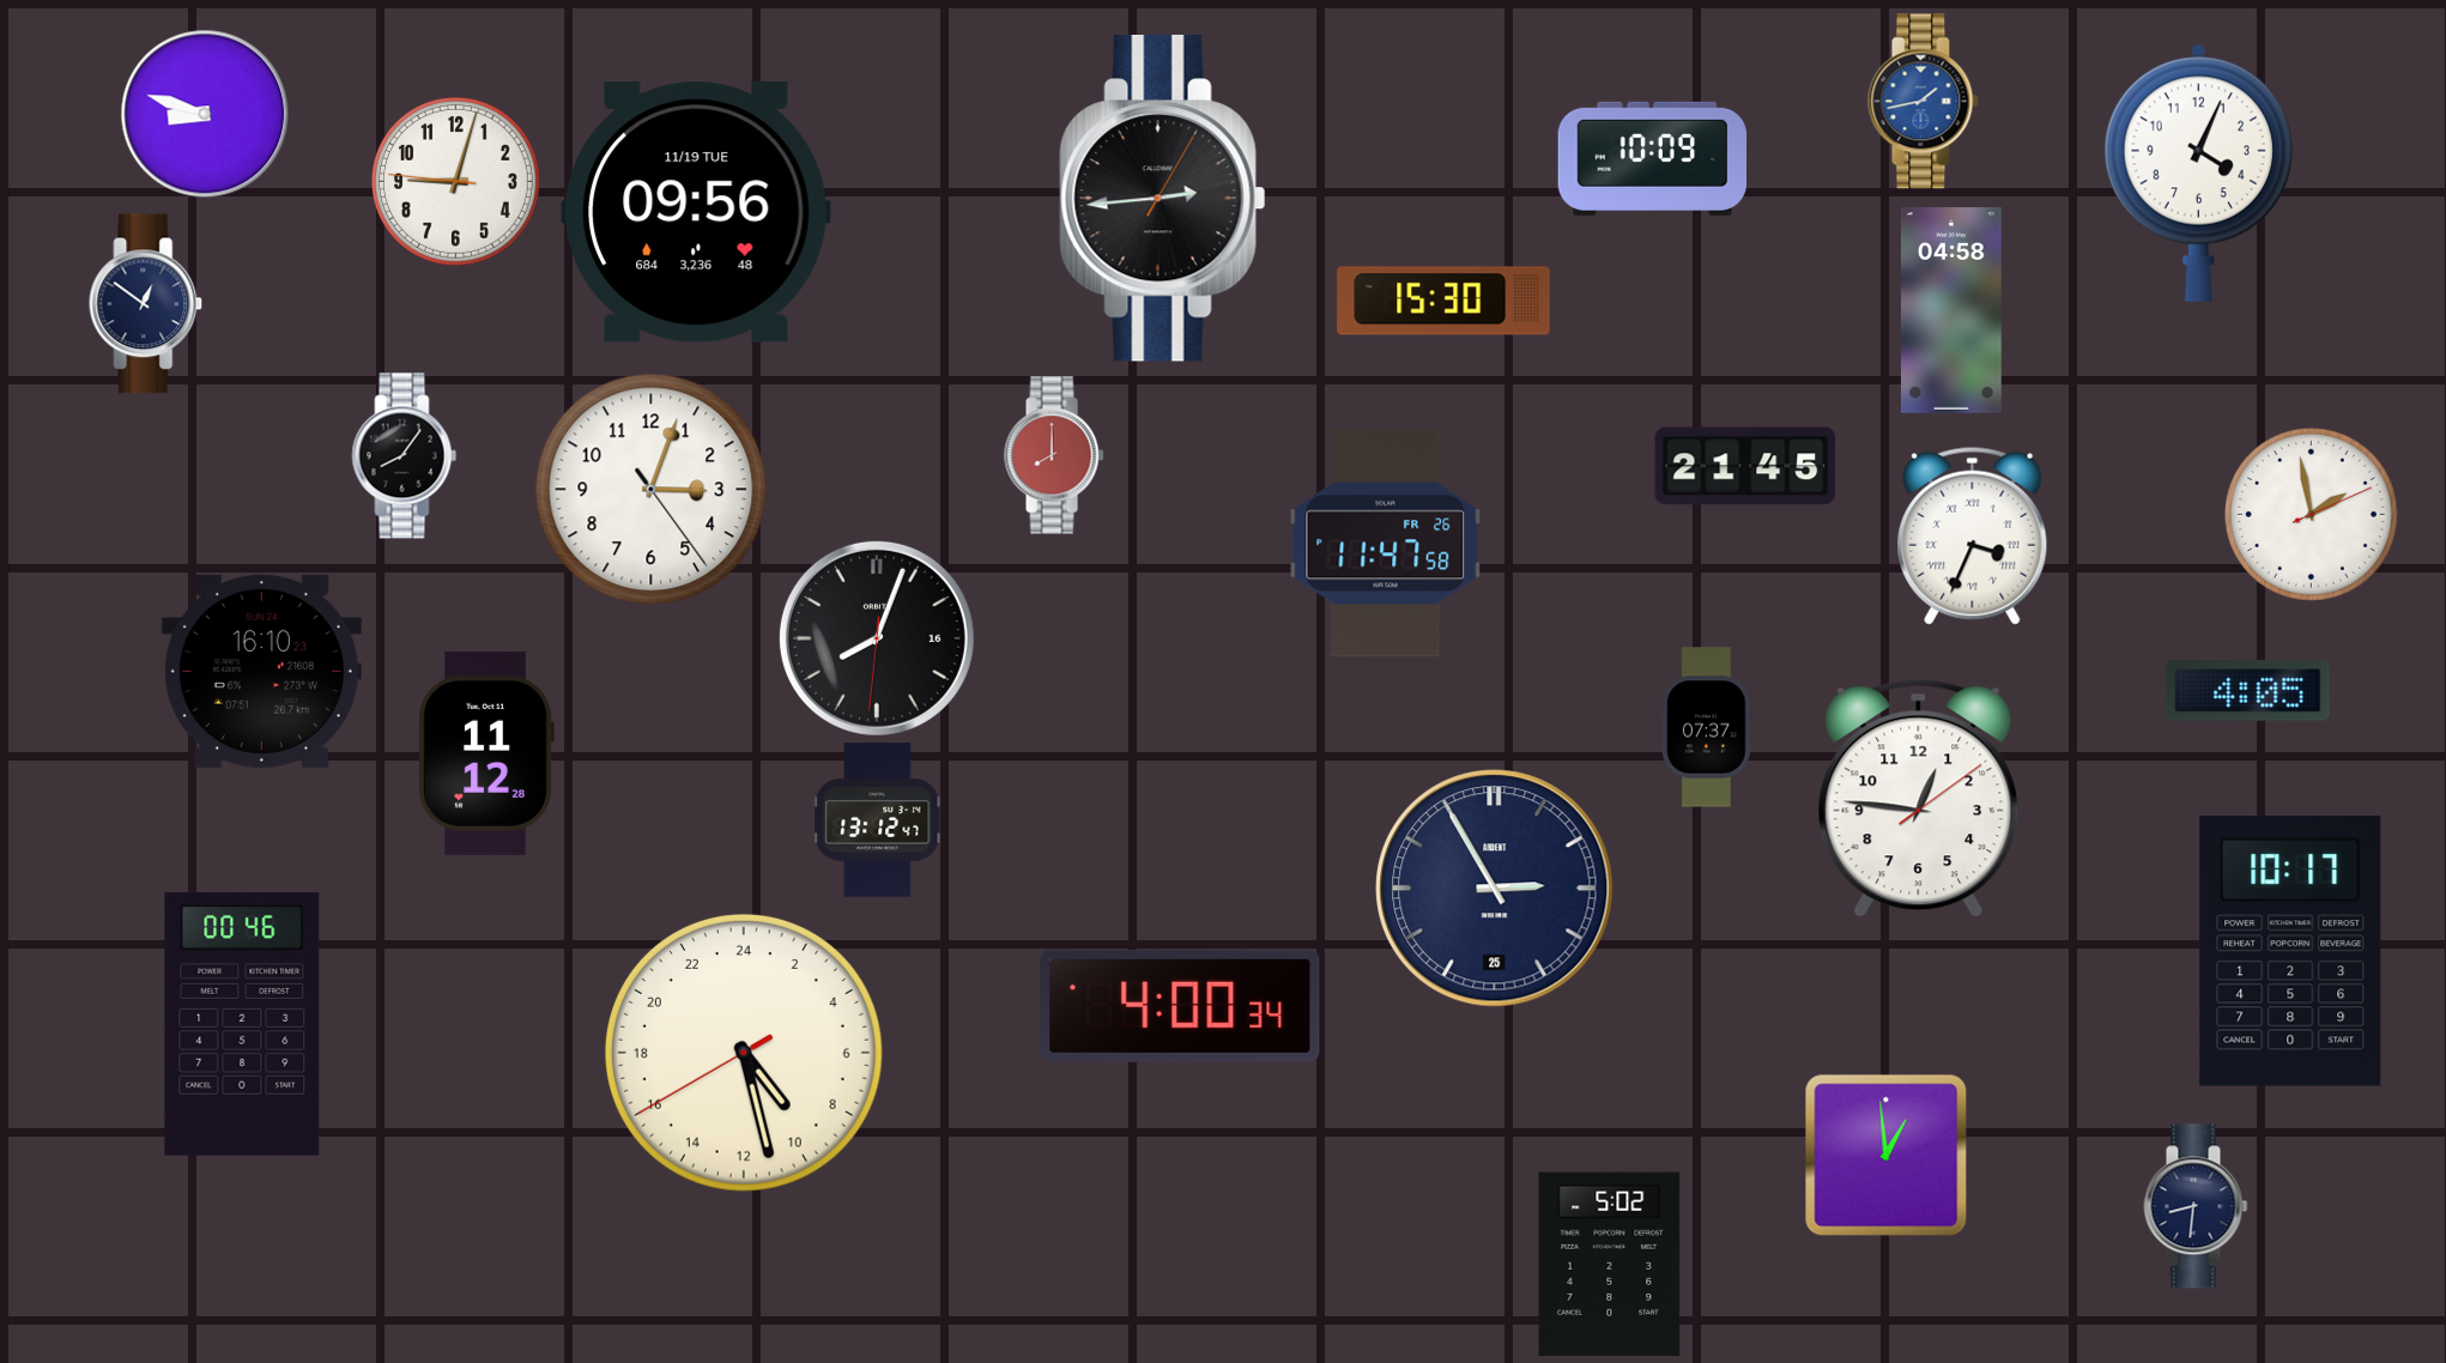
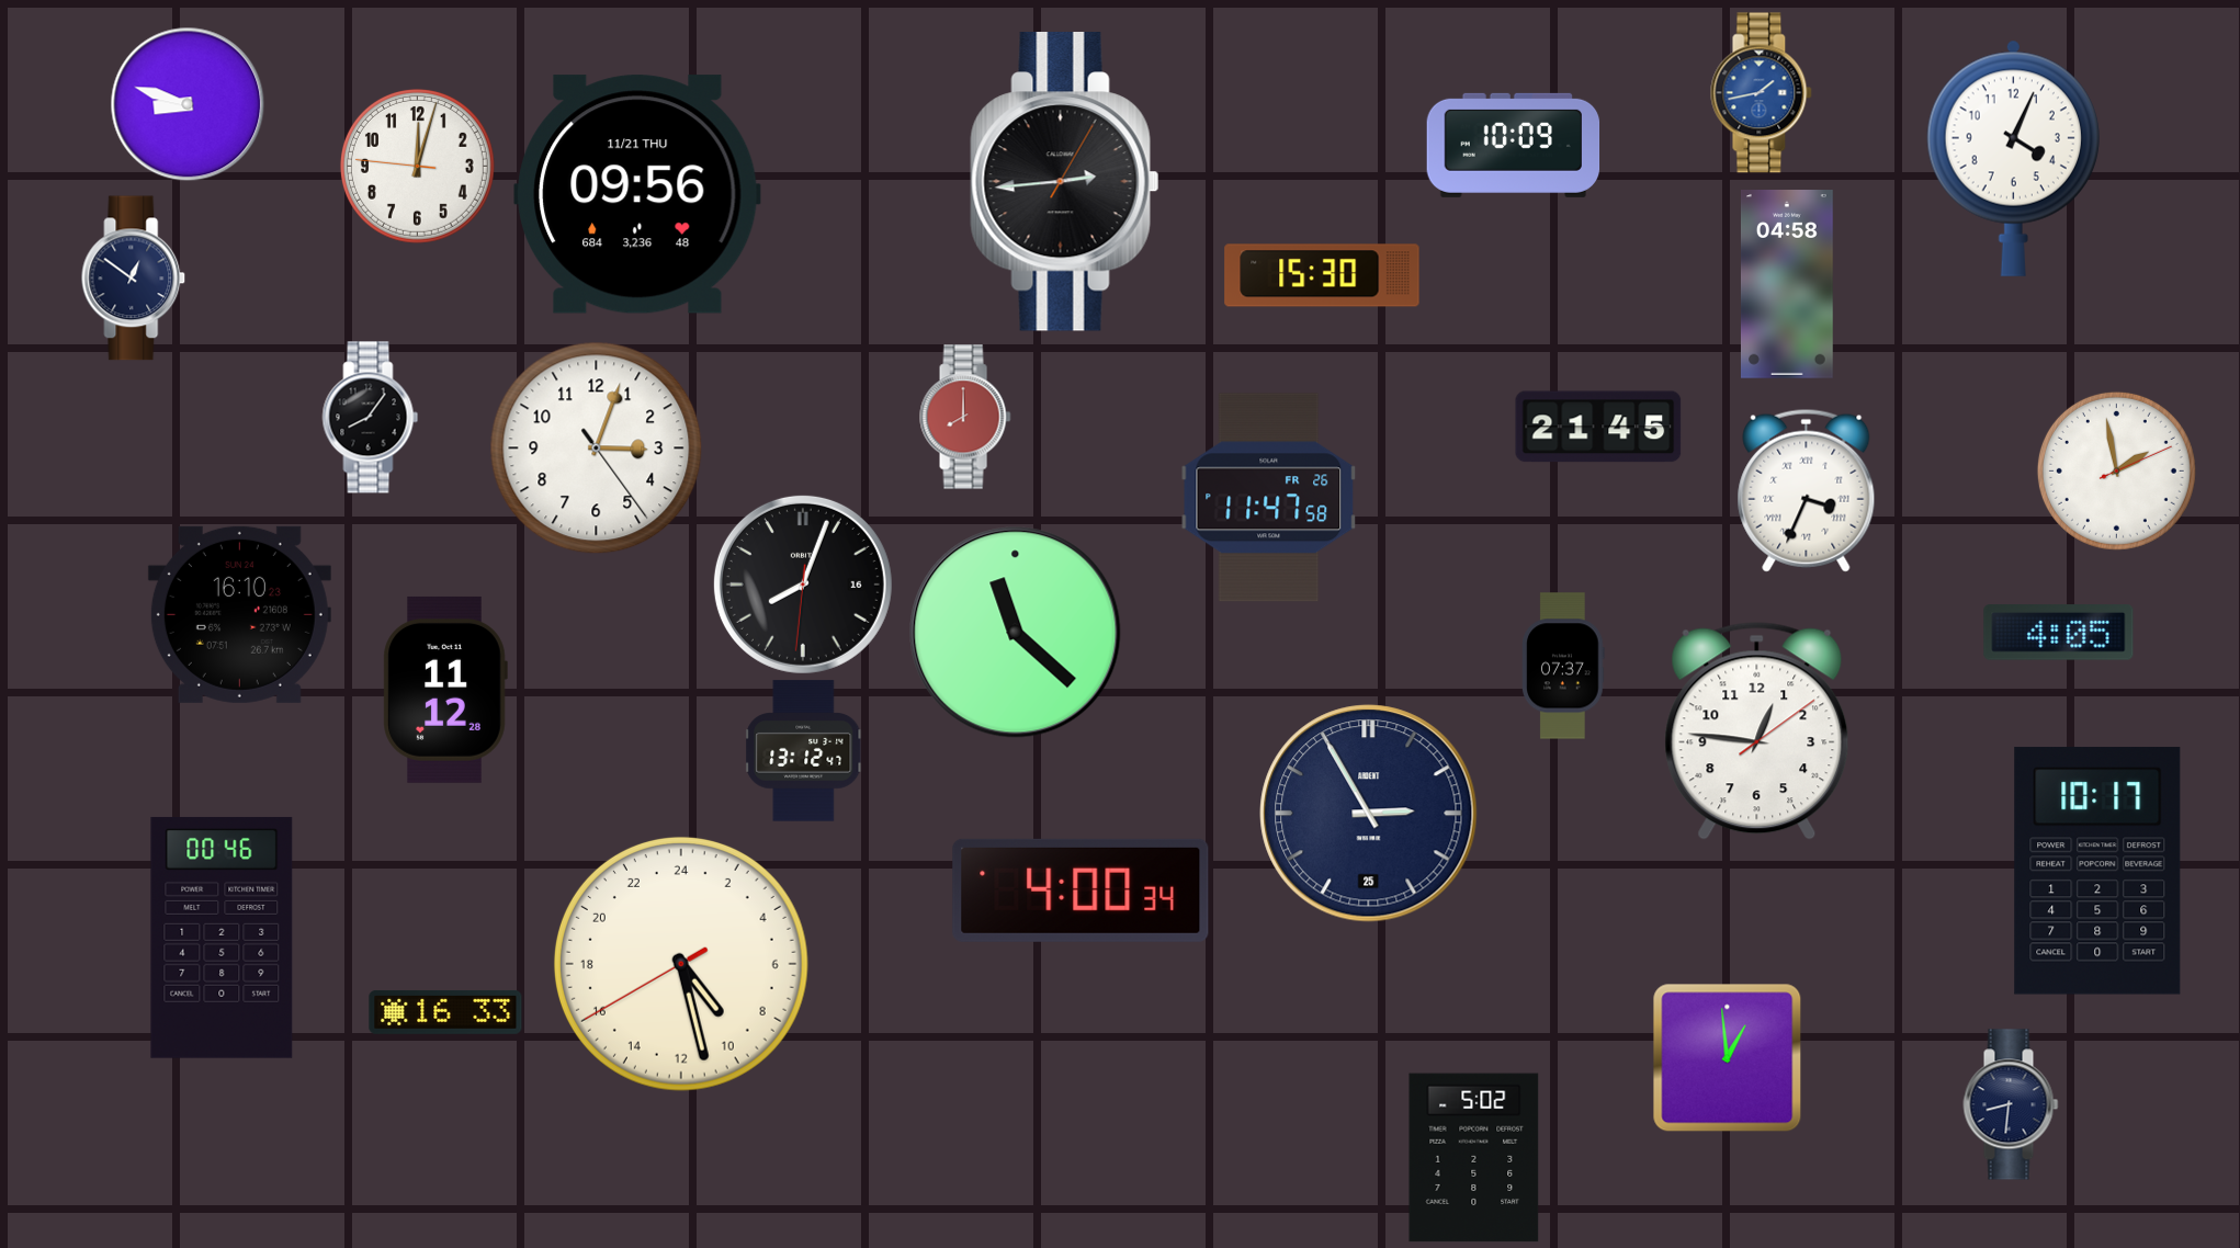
clock at (455, 181): 9:02 -> 12:02
clock at (696, 212) date: 11/19 TUE -> 11/21 THU
clock at (1016, 633): none -> 11:22
clock at (1180, 1006) position: (1180, 1006) -> (1081, 890)
clock at (445, 1012): none -> 16:33
